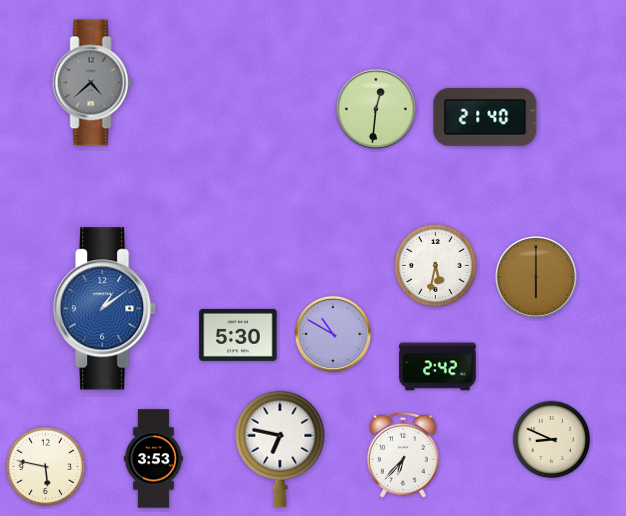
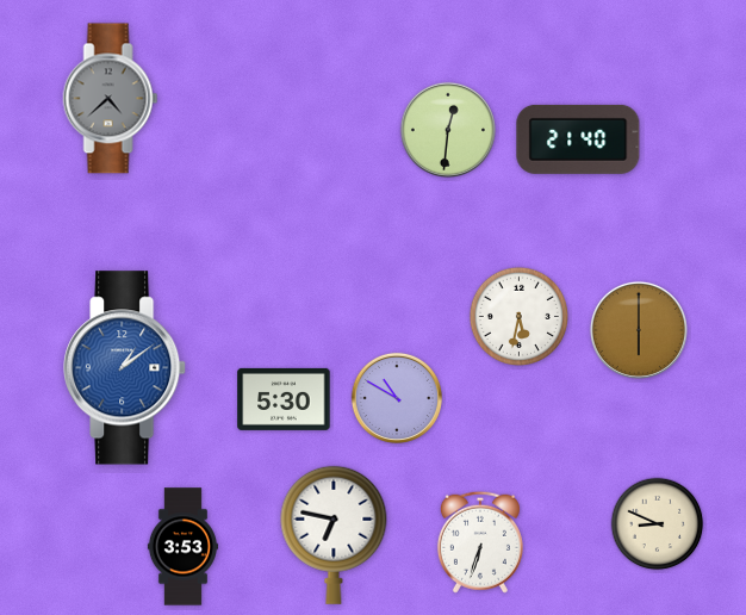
clock at (438, 367): 2:42 -> none
clock at (403, 455): 6:37 -> 6:33
clock at (46, 467): 5:47 -> none
